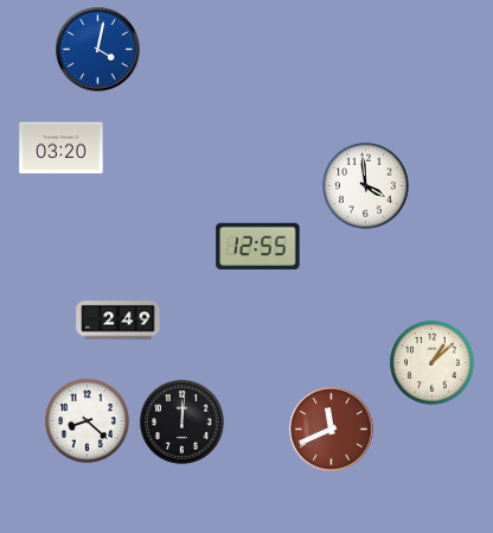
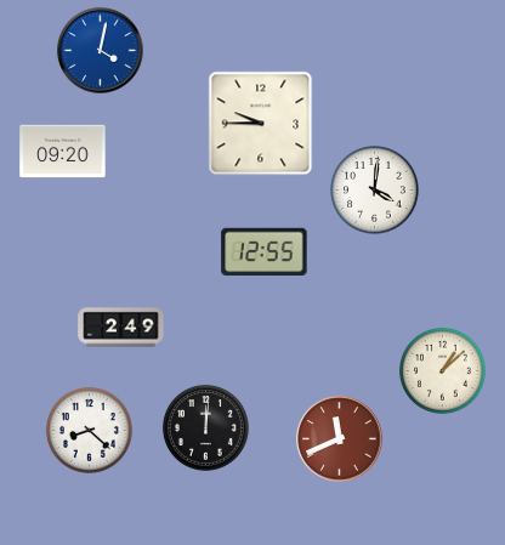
clock at (261, 124): none -> 9:45
clock at (62, 148): 03:20 -> 09:20
clock at (366, 186): 3:59 -> 4:01
clock at (181, 421) position: (181, 421) -> (205, 427)
